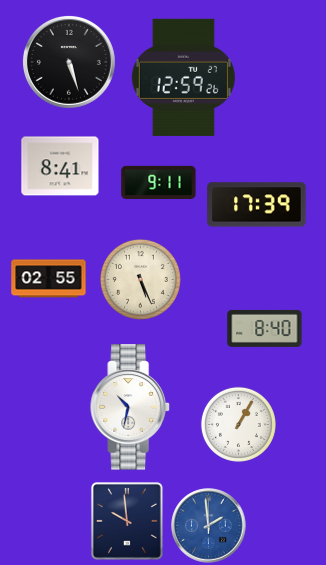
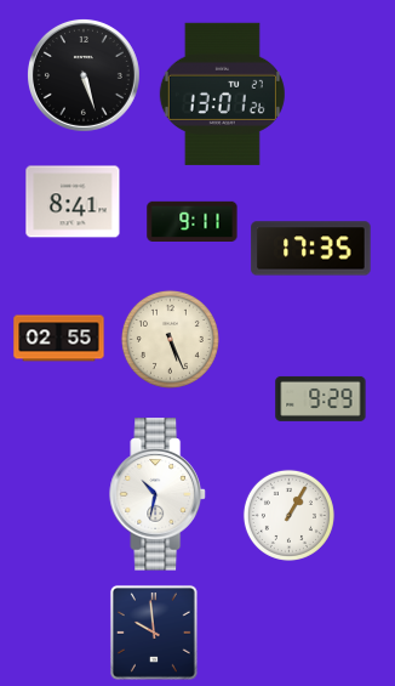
clock at (183, 77): 12:59 -> 13:01
clock at (257, 205): 17:39 -> 17:35
clock at (265, 328): 8:40 -> 9:29
clock at (209, 526): 1:59 -> none
